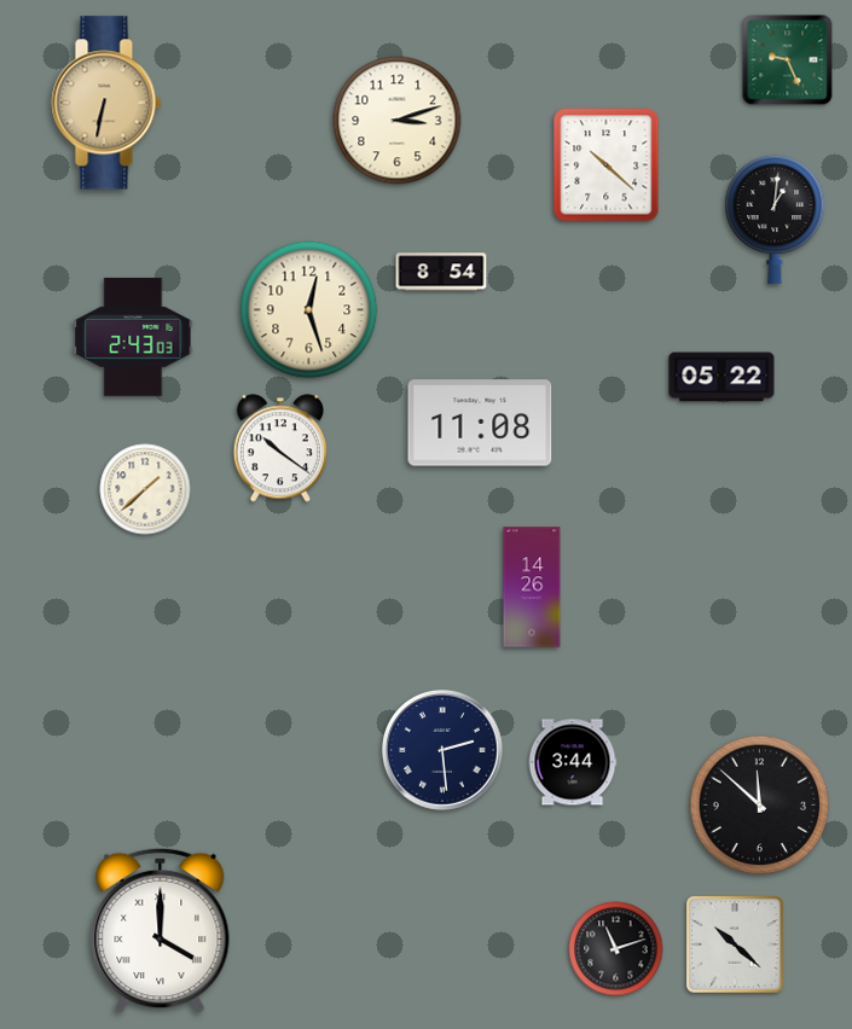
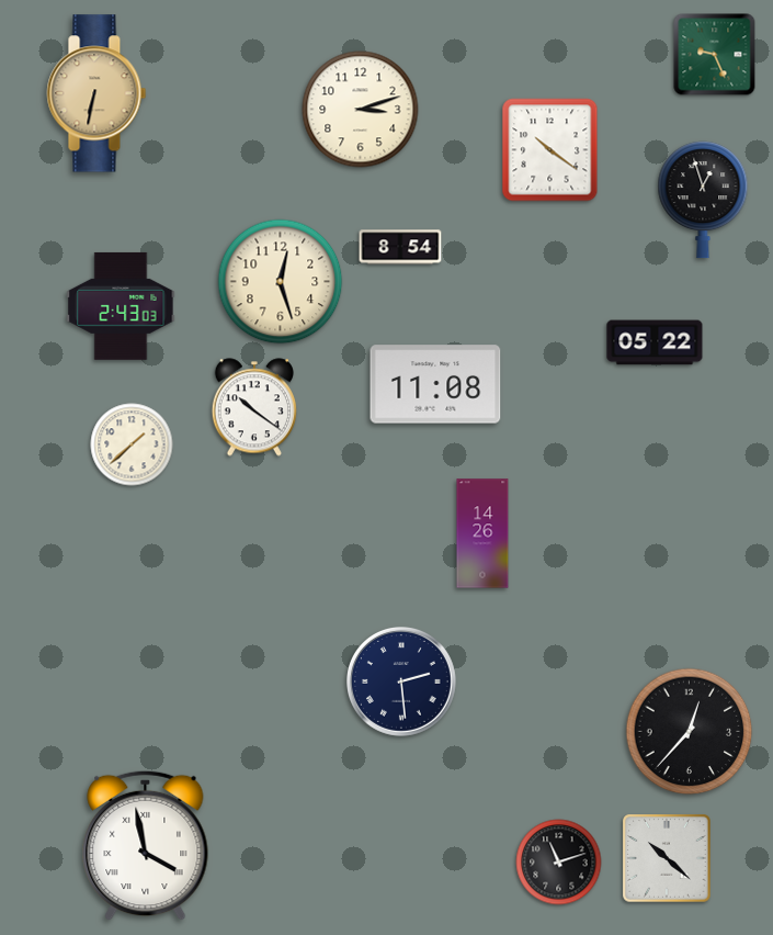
clock at (607, 165): 10:22 -> 10:21
clock at (775, 220): 1:01 -> 12:57
clock at (573, 762): 3:44 -> none
clock at (760, 806): 11:52 -> 12:37
clock at (161, 930): 4:00 -> 3:58
